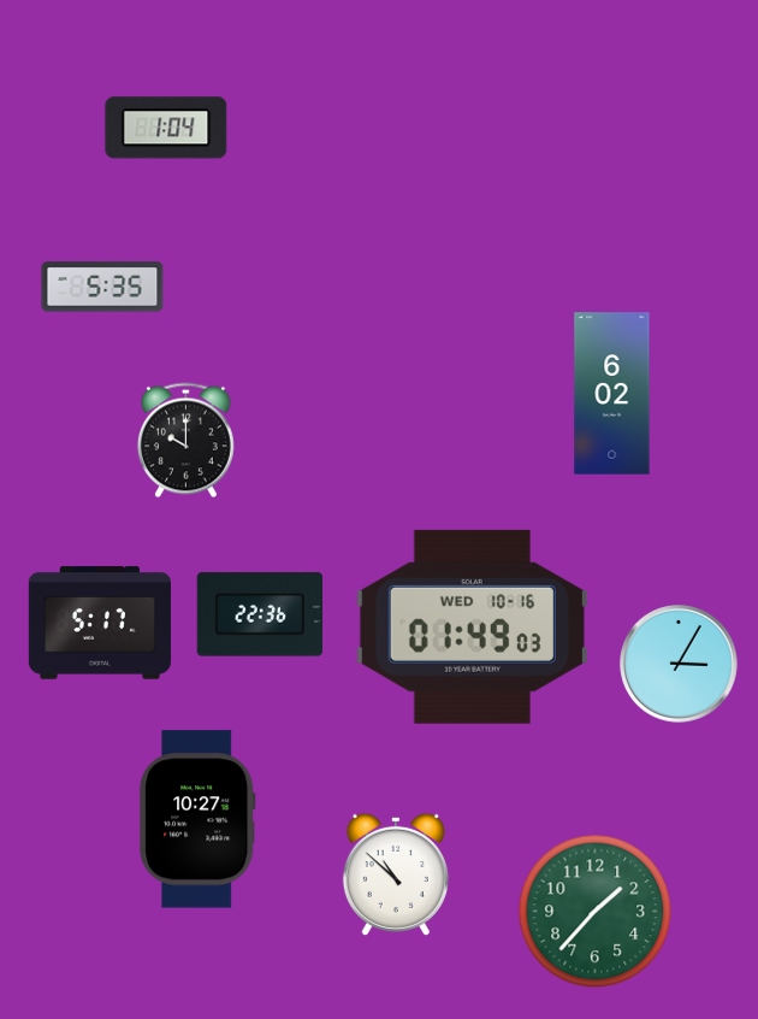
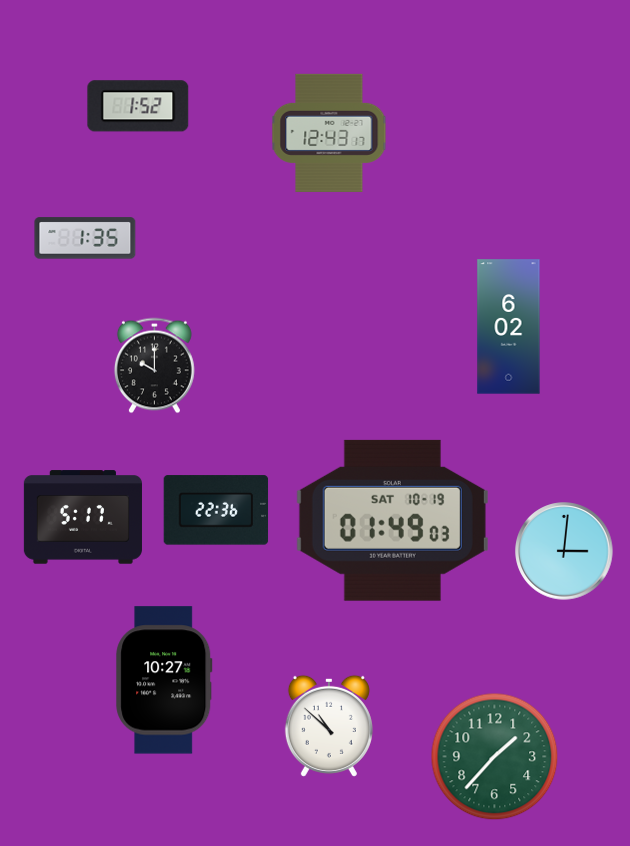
clock at (166, 128): 1:04 -> 1:52
clock at (329, 133): none -> 12:43
clock at (102, 287): 5:35 -> 1:35
clock at (472, 626) date: WED 10-16 -> SAT 10-19
clock at (679, 664): 3:05 -> 3:01
